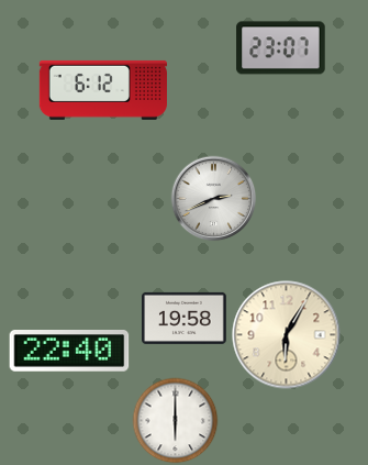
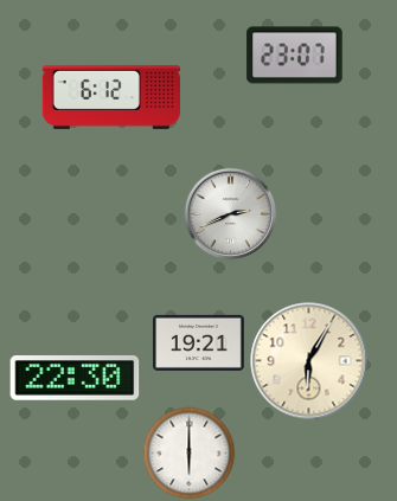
clock at (281, 48) position: (281, 48) -> (295, 56)
clock at (185, 318): 19:58 -> 19:21
clock at (69, 351): 22:40 -> 22:30
